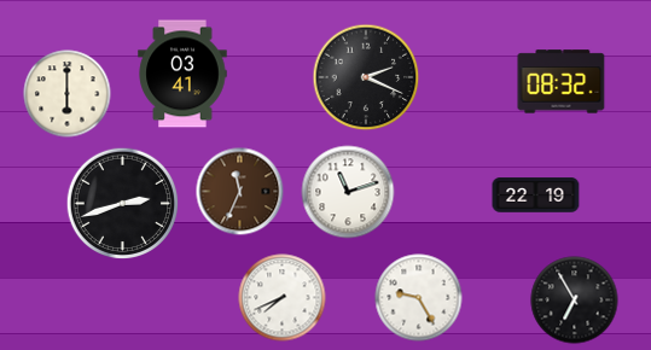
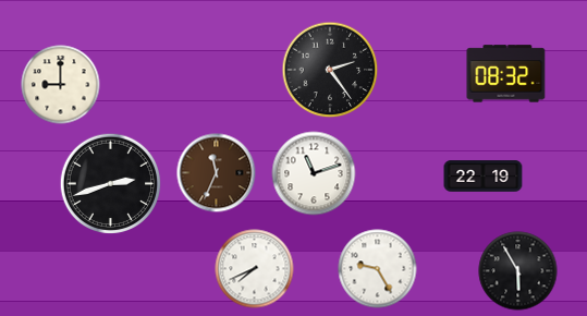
clock at (182, 74): 03:41 -> none
clock at (366, 77): 2:19 -> 2:24
clock at (68, 94): 6:00 -> 9:00
clock at (575, 301): 6:55 -> 5:55
